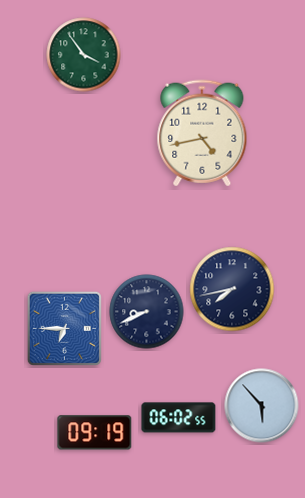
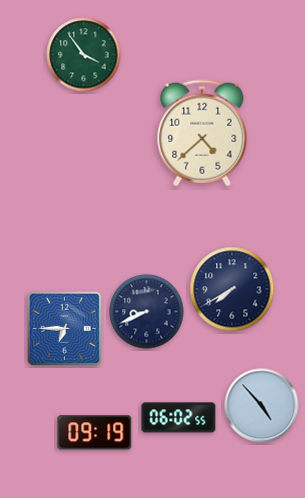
clock at (202, 133): 4:43 -> 4:38
clock at (232, 289): 7:43 -> 7:40
clock at (262, 406): 5:53 -> 4:53
